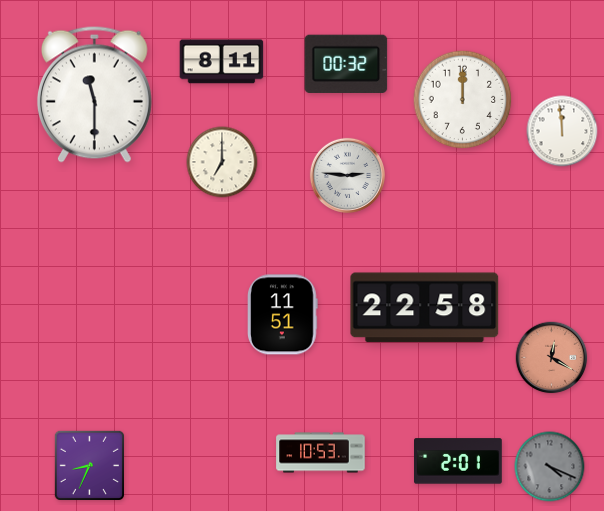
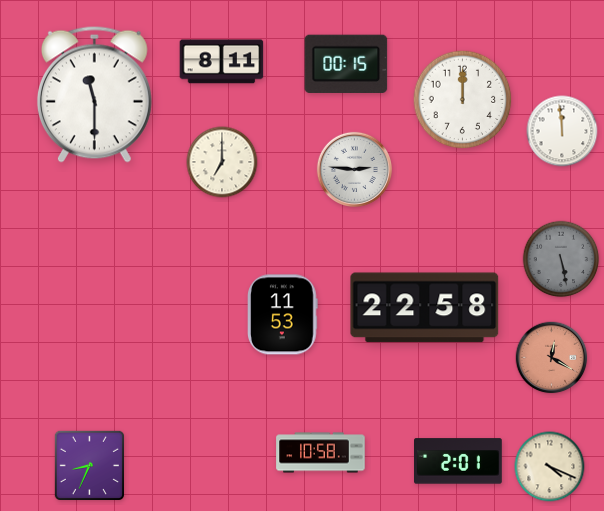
clock at (346, 64): 00:32 -> 00:15
clock at (347, 175) position: (347, 175) -> (354, 169)
clock at (561, 259): none -> 5:28
clock at (283, 315): 11:51 -> 11:53
clock at (321, 453): 10:53 -> 10:58
clock at (550, 467) dial: grey -> cream
